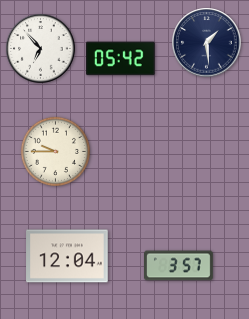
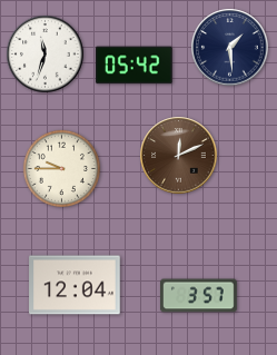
clock at (41, 49): 6:53 -> 11:33
clock at (179, 156): none -> 12:11
